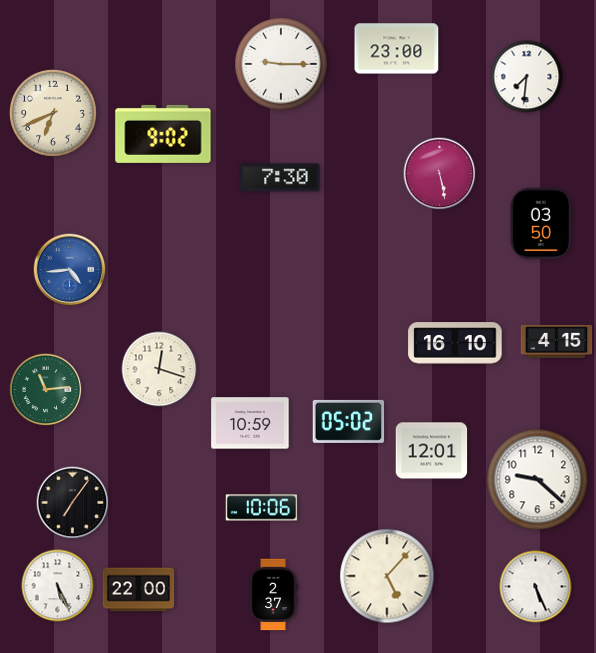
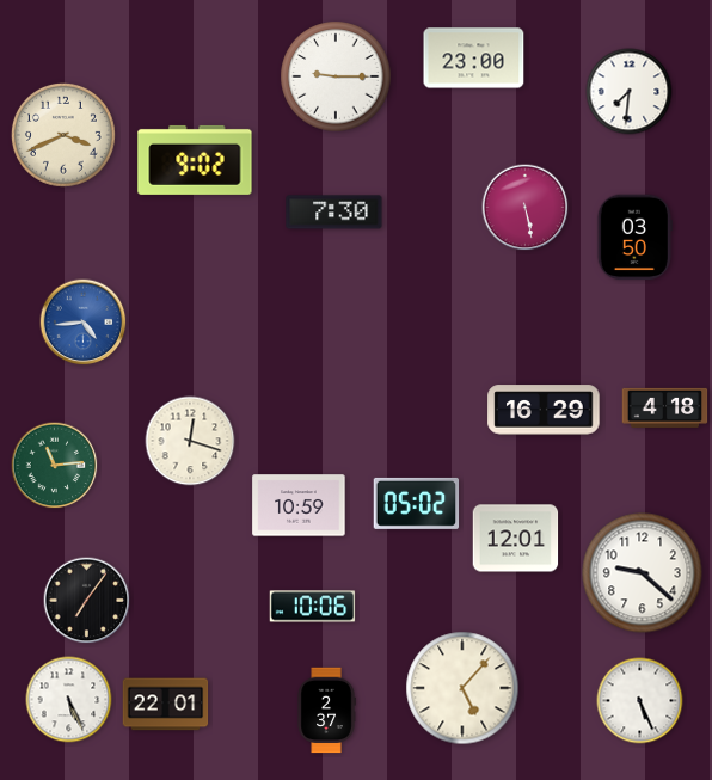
clock at (53, 113): 6:41 -> 3:41
clock at (541, 224) position: (541, 224) -> (634, 238)
clock at (557, 341): 4:15 -> 4:18
clock at (455, 343): 16:10 -> 16:29
clock at (139, 590): 22:00 -> 22:01
